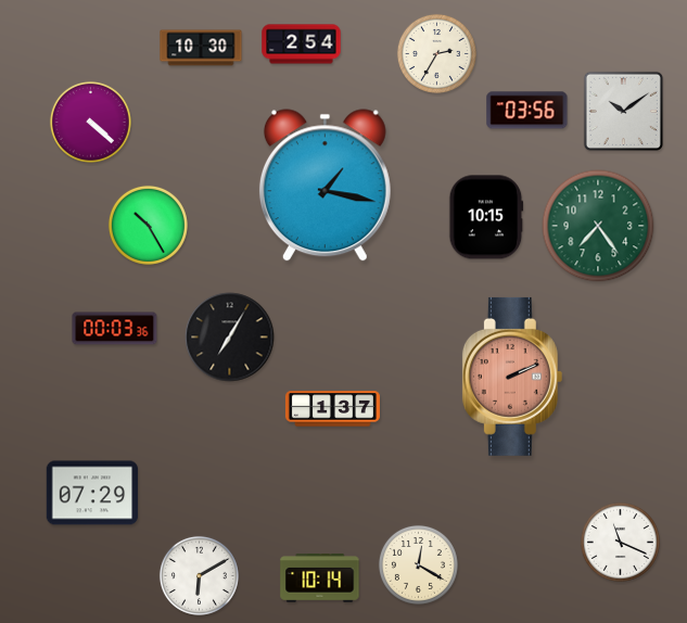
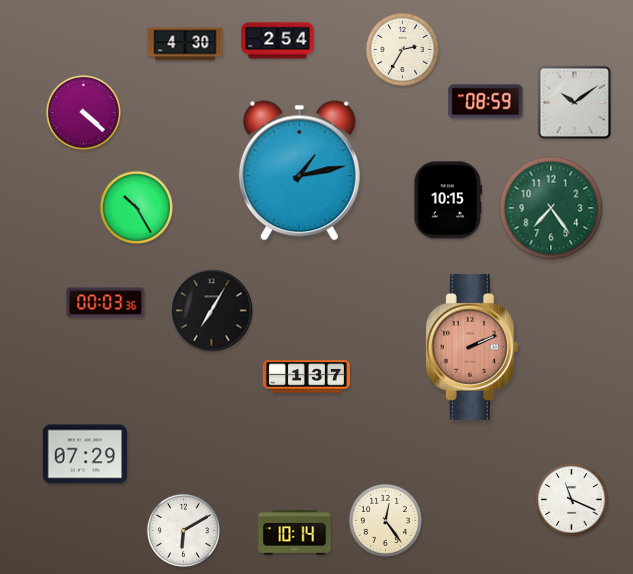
clock at (201, 48): 10:30 -> 4:30
clock at (527, 111): 03:56 -> 08:59
clock at (325, 186): 1:17 -> 1:13
clock at (418, 564): 12:20 -> 12:24
